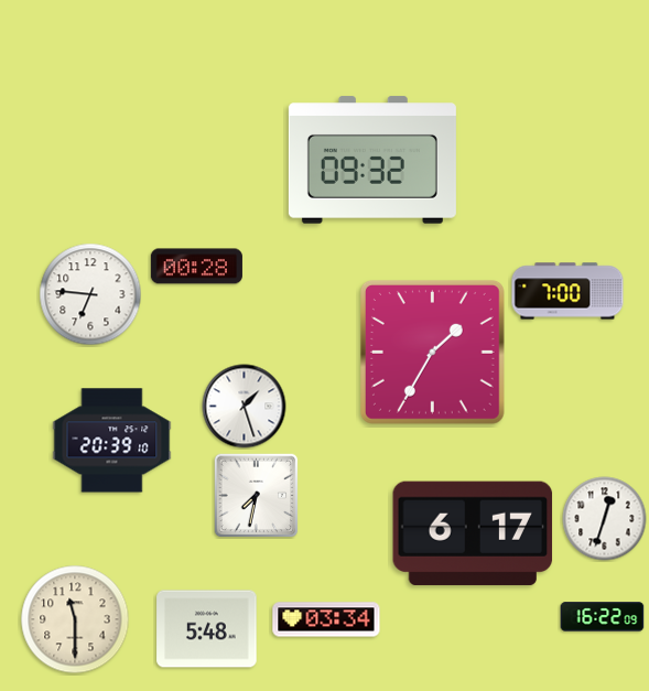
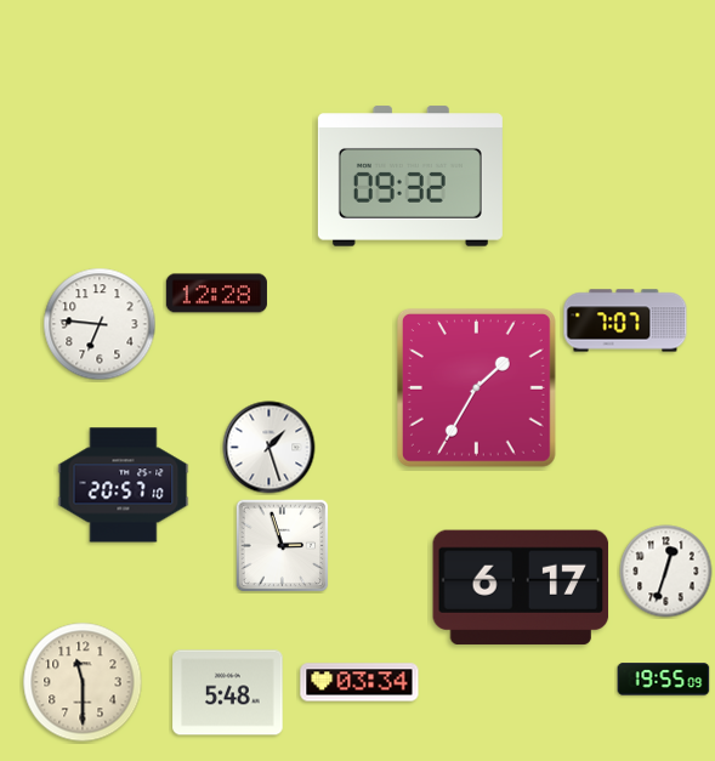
clock at (196, 267): 00:28 -> 12:28
clock at (567, 291): 7:00 -> 7:07
clock at (112, 441): 20:39 -> 20:57
clock at (256, 495): 7:32 -> 2:57
clock at (603, 617): 16:22 -> 19:55
